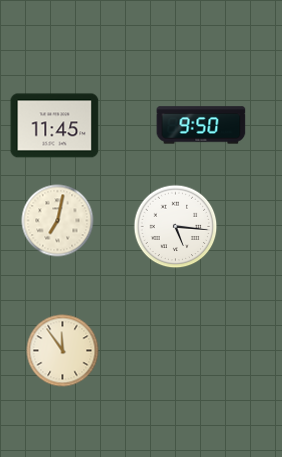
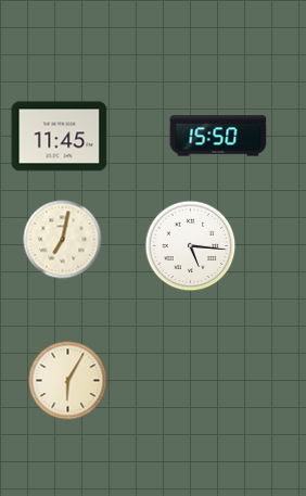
clock at (201, 125): 9:50 -> 15:50
clock at (63, 351): 11:54 -> 6:05
